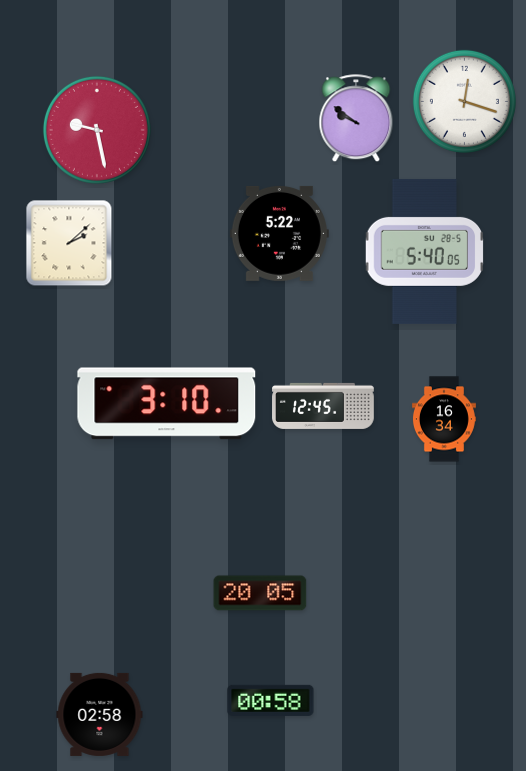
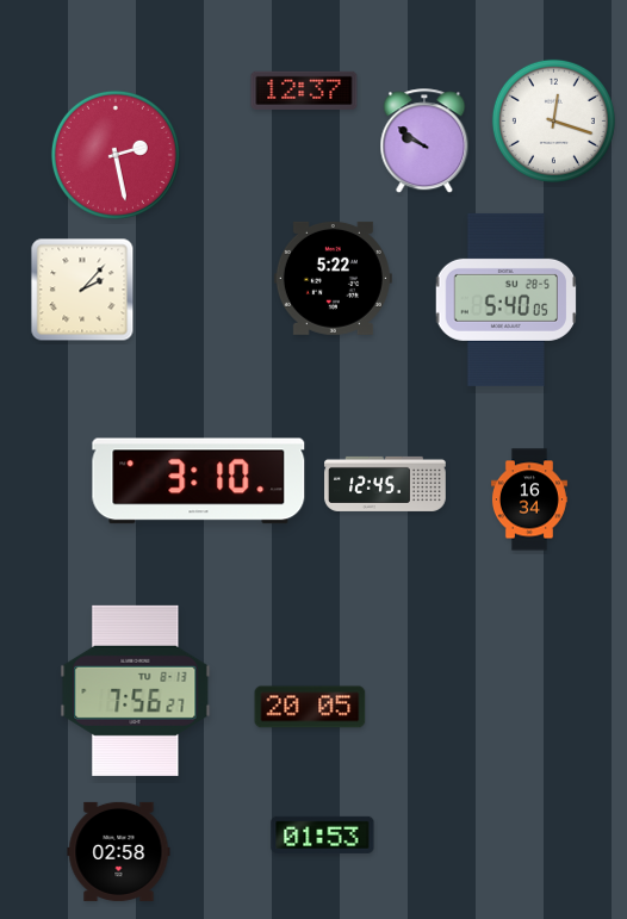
clock at (304, 91): none -> 12:37
clock at (97, 130): 9:28 -> 2:28
clock at (69, 243): 2:08 -> 2:07
clock at (136, 690): none -> 7:56
clock at (271, 700): 00:58 -> 01:53
